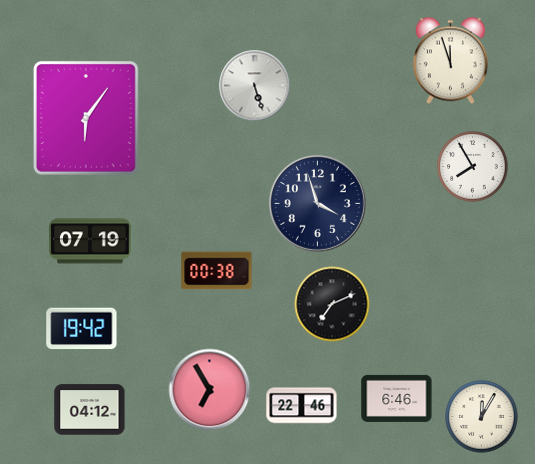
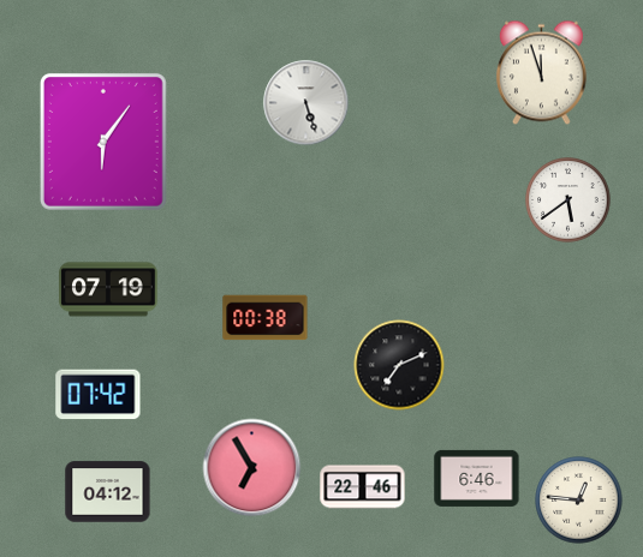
clock at (473, 167): 7:55 -> 5:39
clock at (317, 203): 3:57 -> none
clock at (217, 271) position: (217, 271) -> (266, 318)
clock at (82, 329): 19:42 -> 07:42
clock at (482, 417): 12:05 -> 12:46
